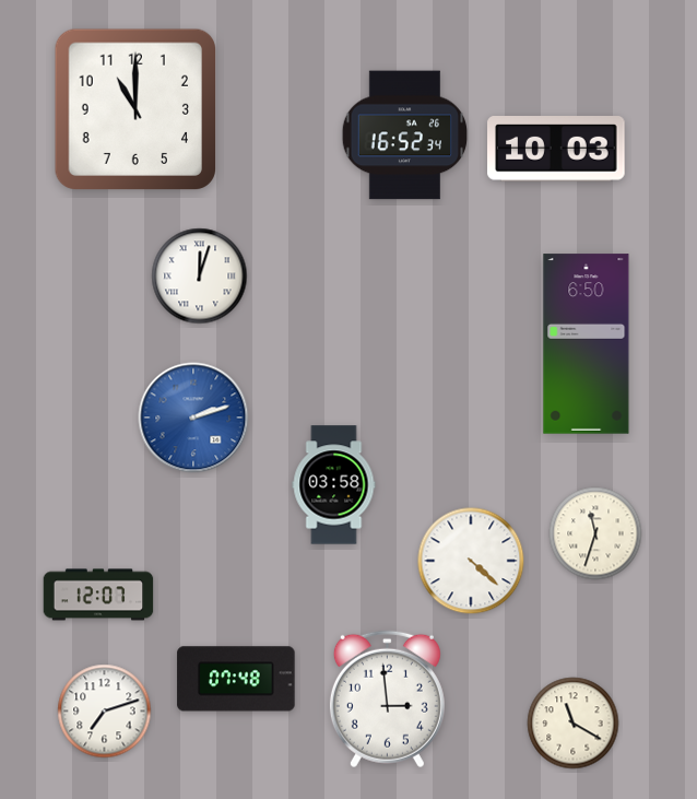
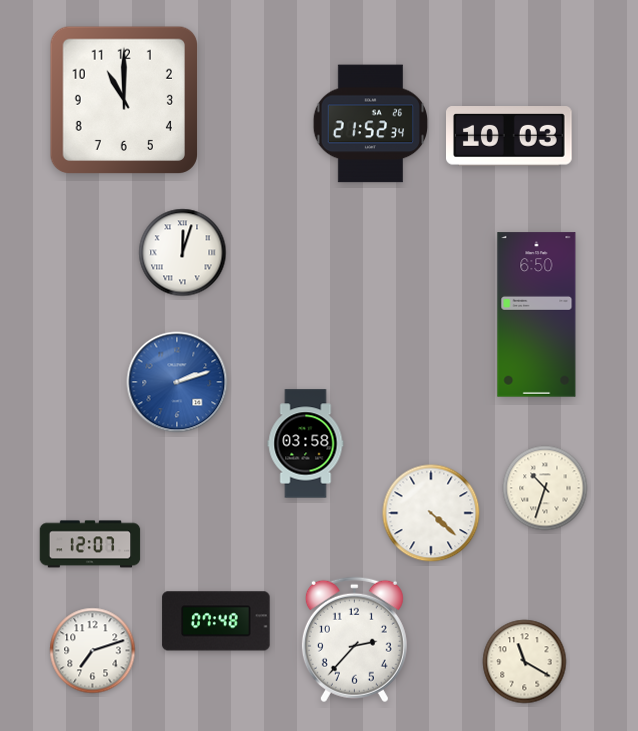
clock at (405, 136): 16:52 -> 21:52
clock at (595, 533): 11:33 -> 10:33
clock at (387, 700): 2:59 -> 2:37
clock at (105, 712) position: (105, 712) -> (93, 651)
